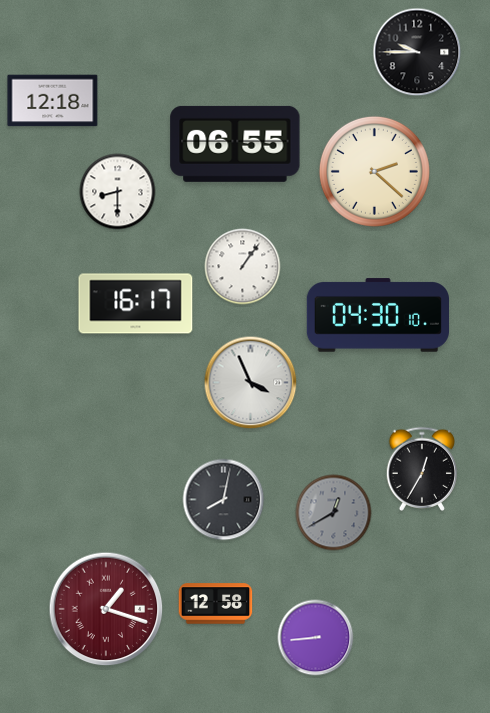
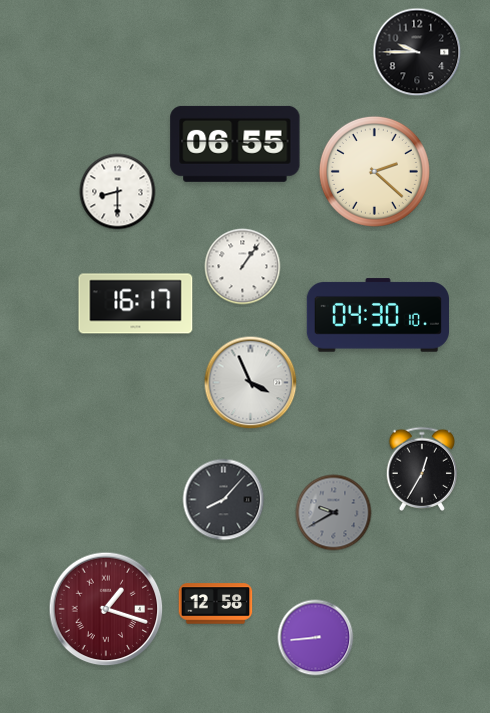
clock at (53, 101): 12:18 -> none
clock at (224, 500): 8:02 -> 8:07
clock at (334, 513): 12:40 -> 9:40
